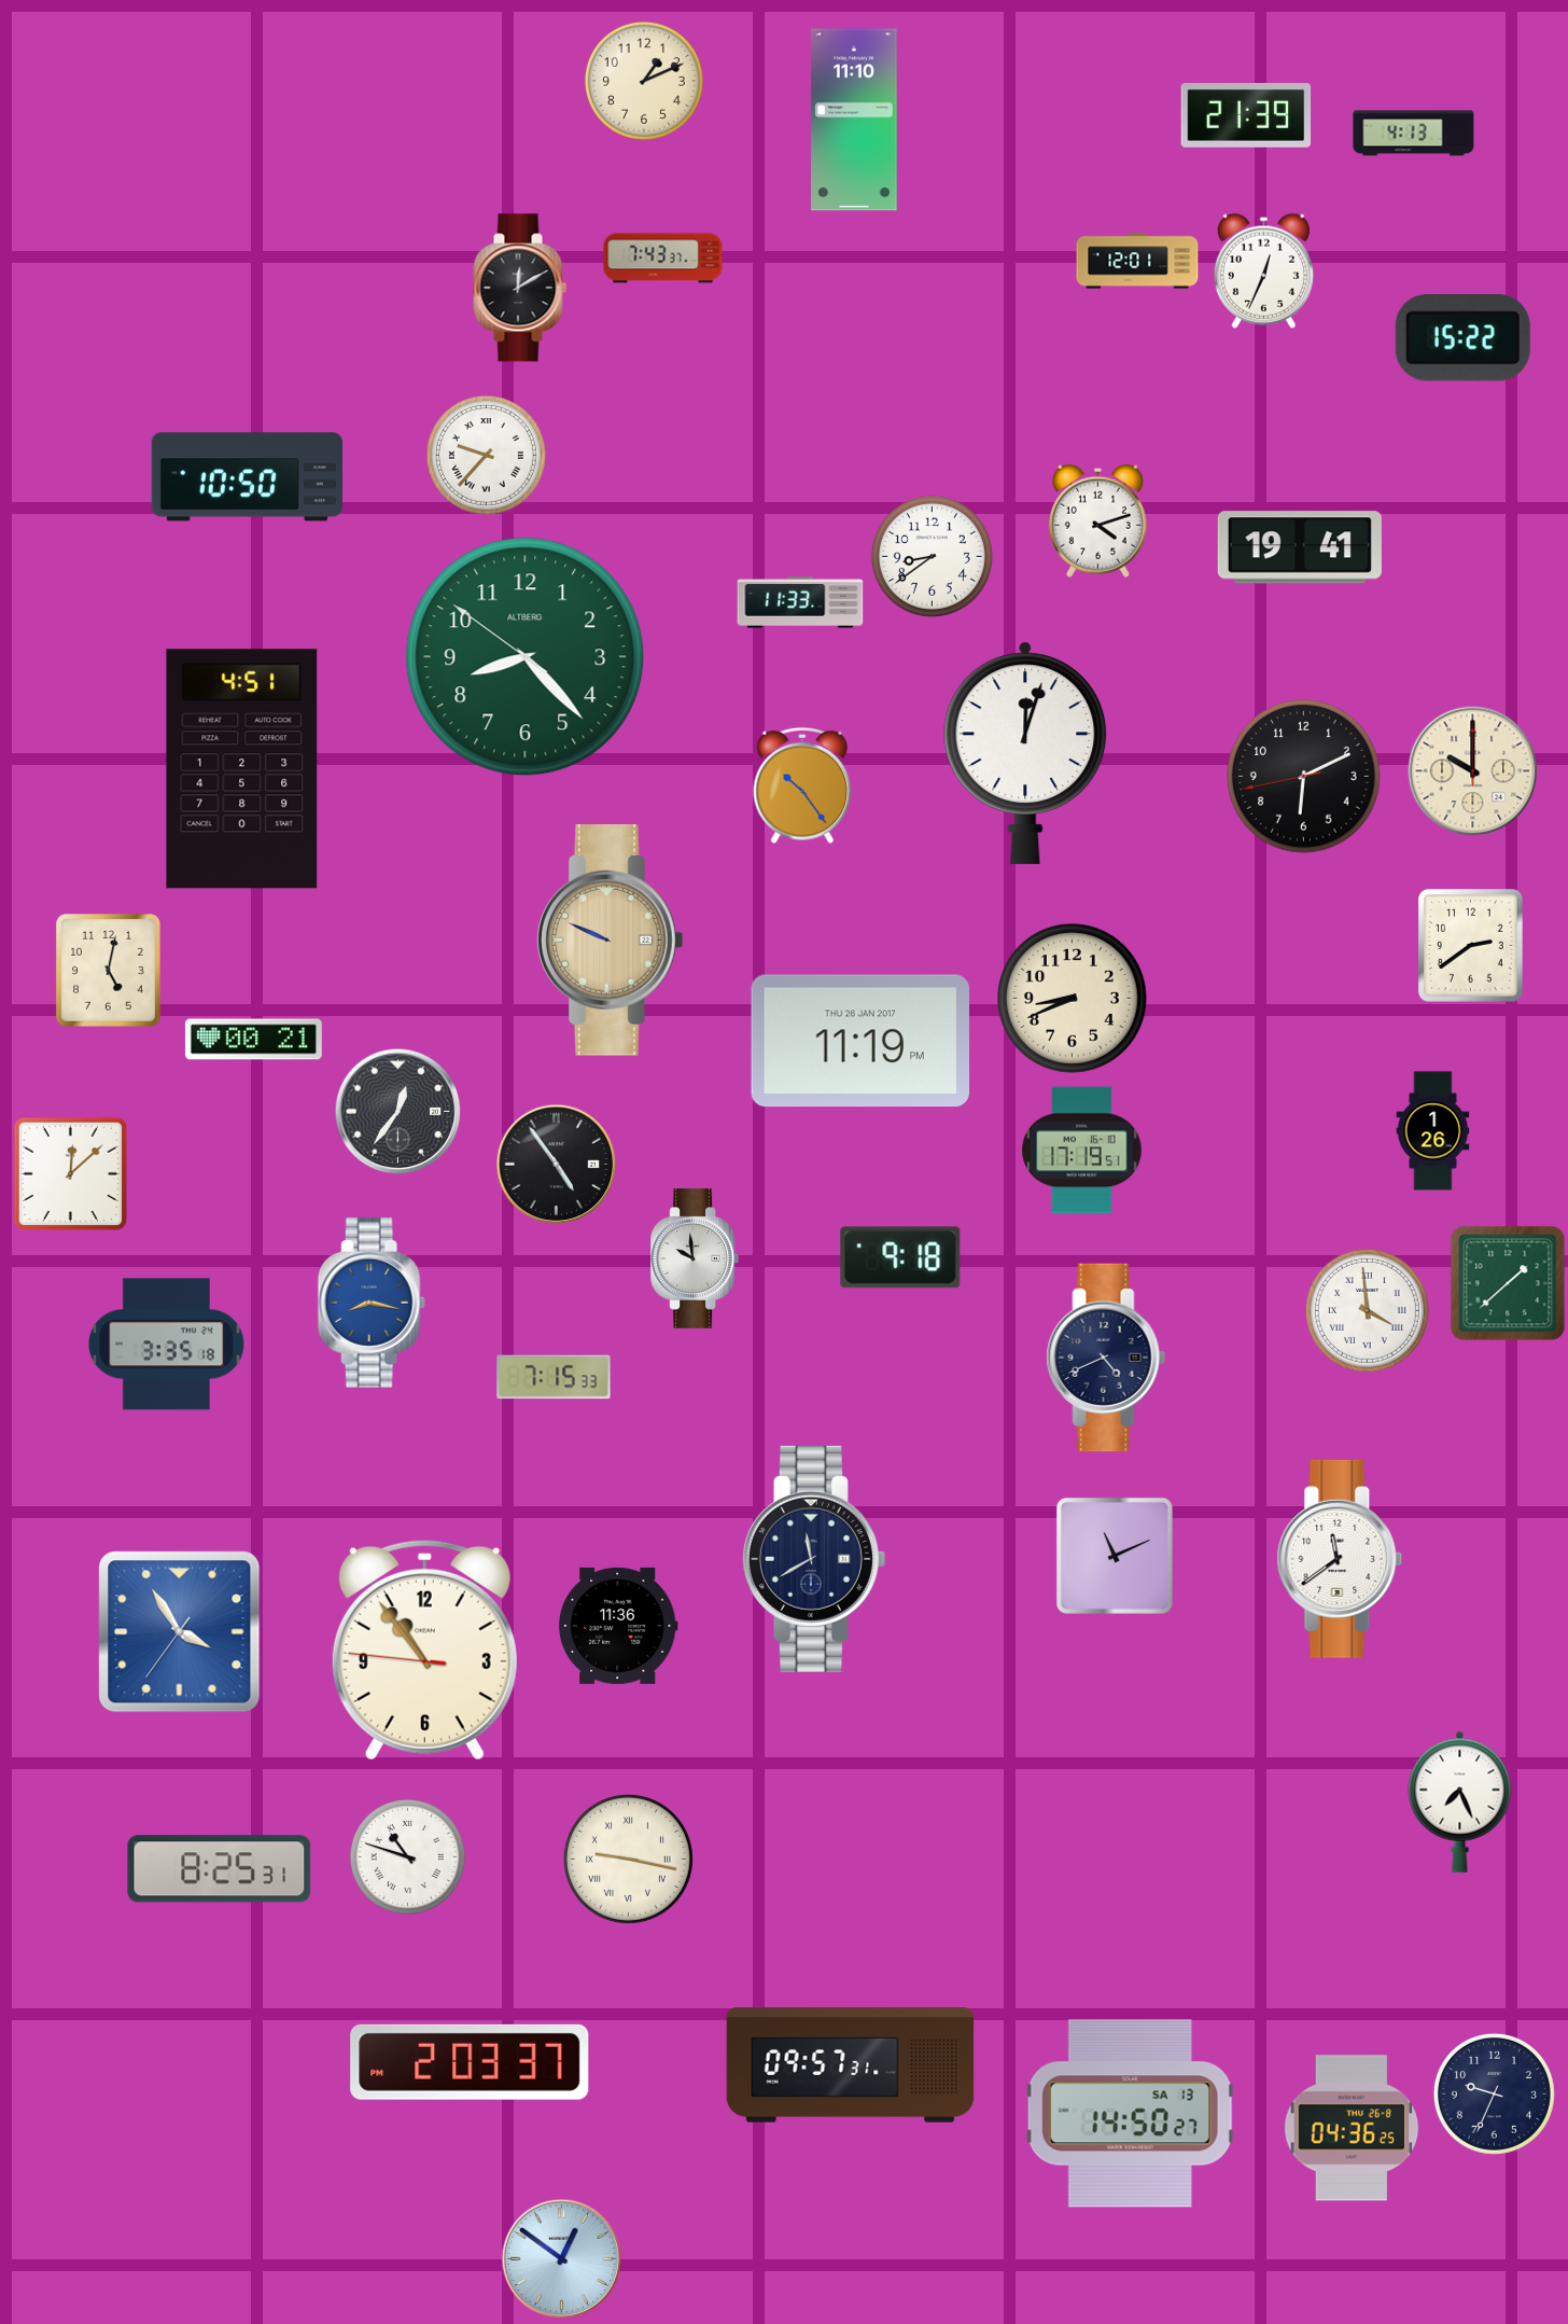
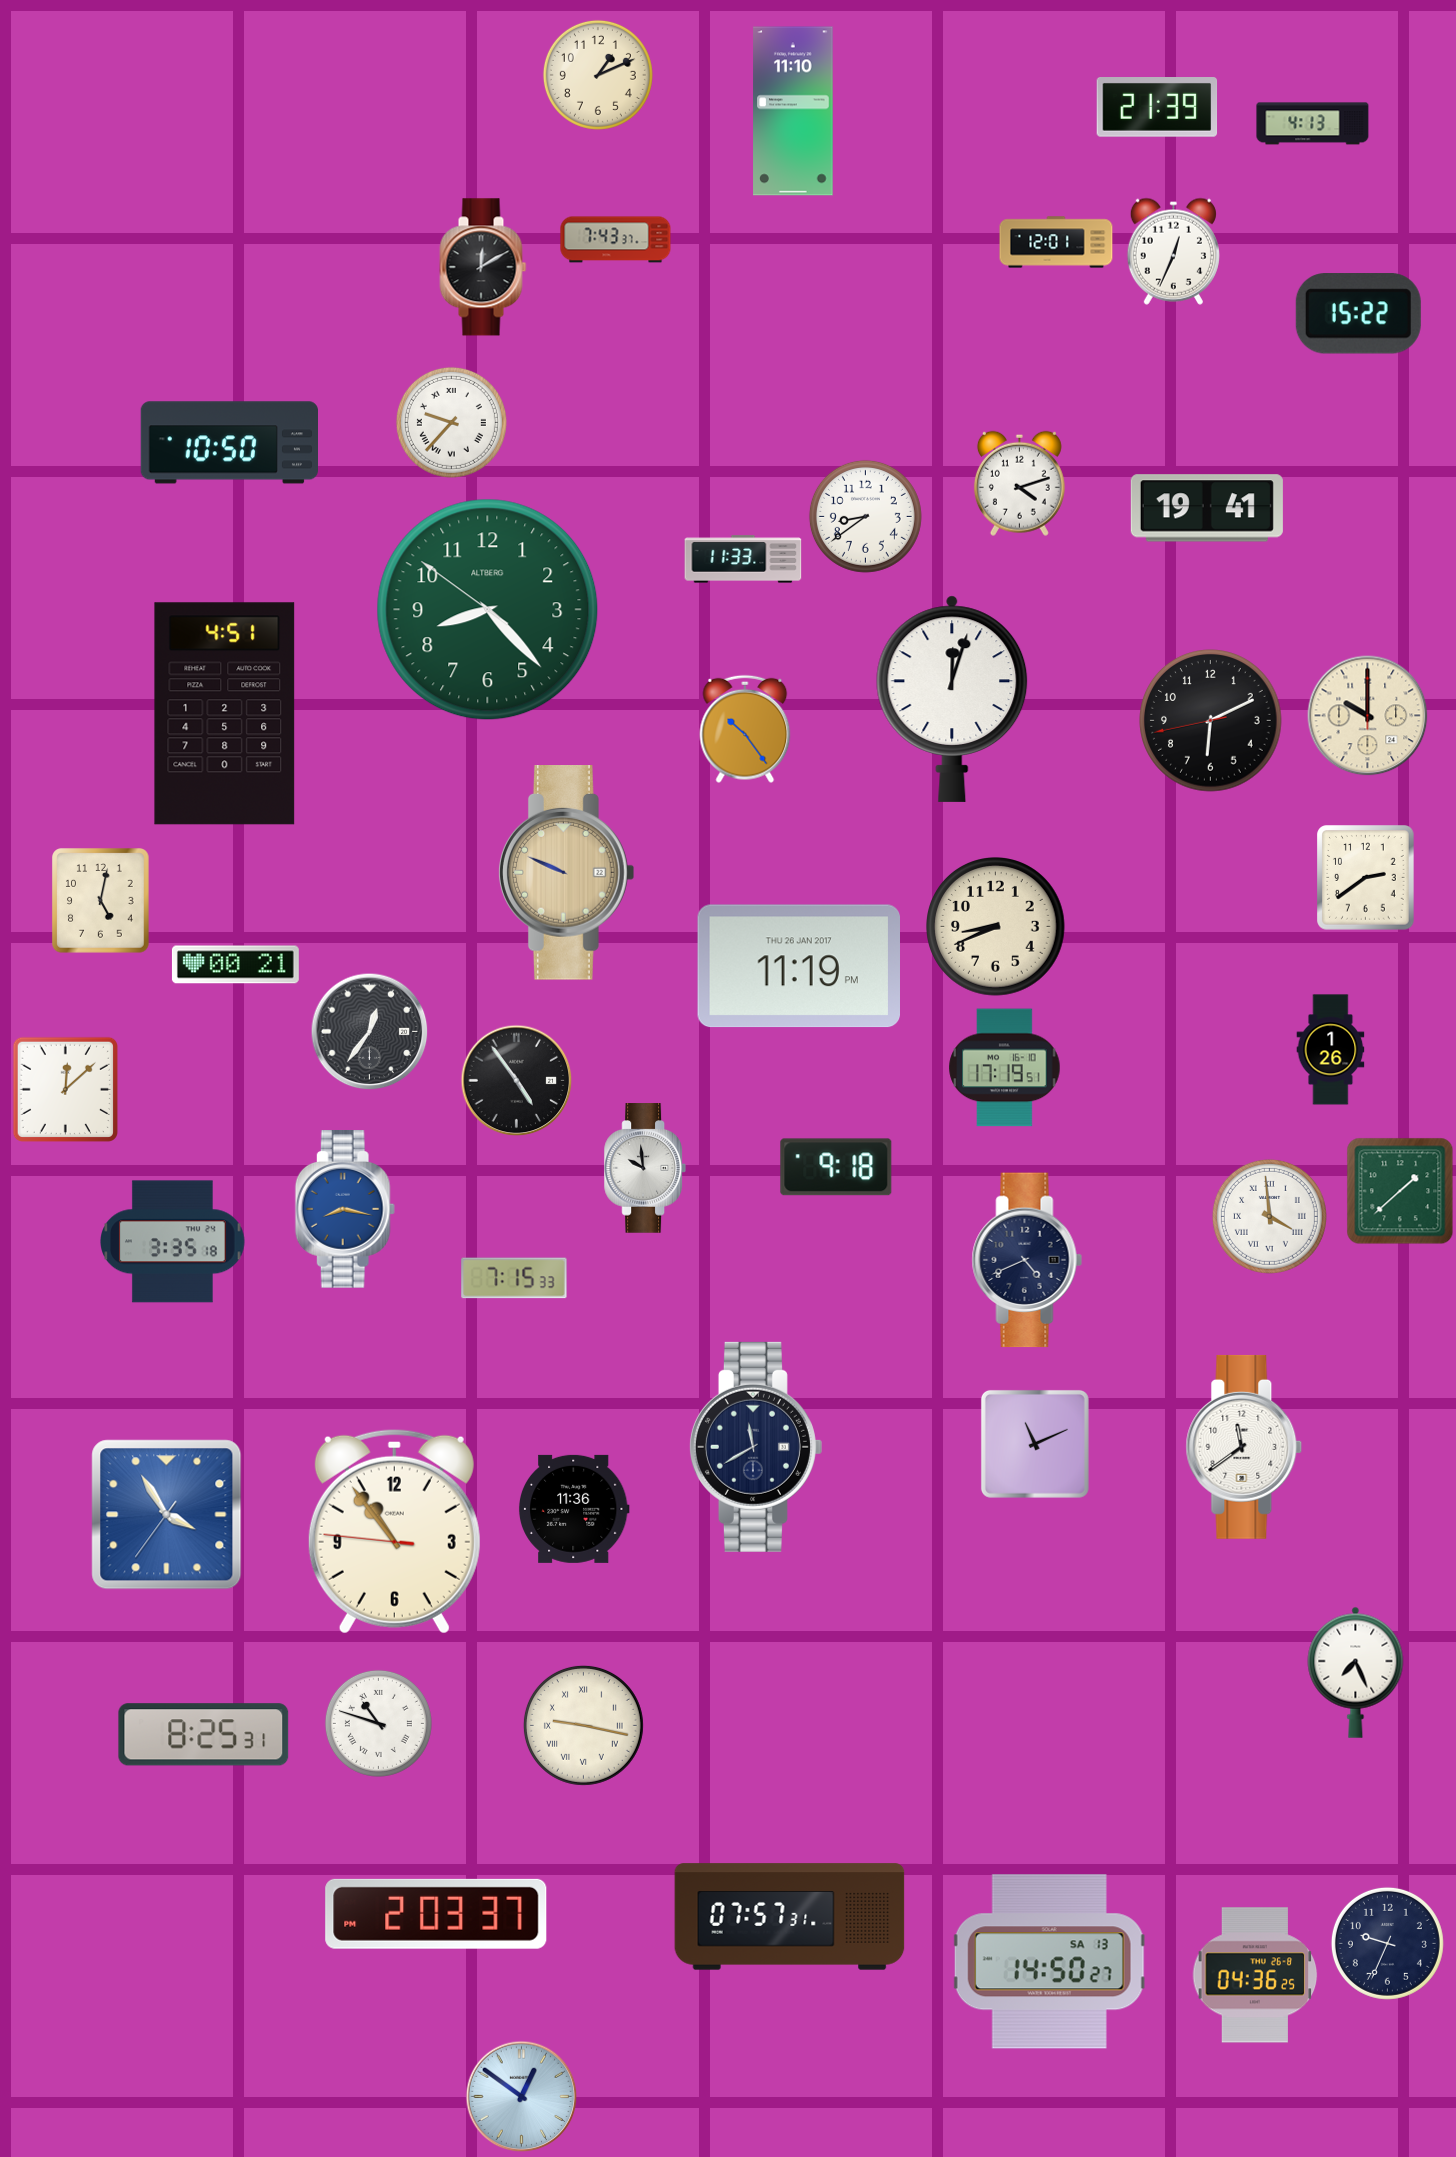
clock at (167, 1345) position: (167, 1345) -> (173, 1242)
clock at (851, 2065): 09:57 -> 07:57
